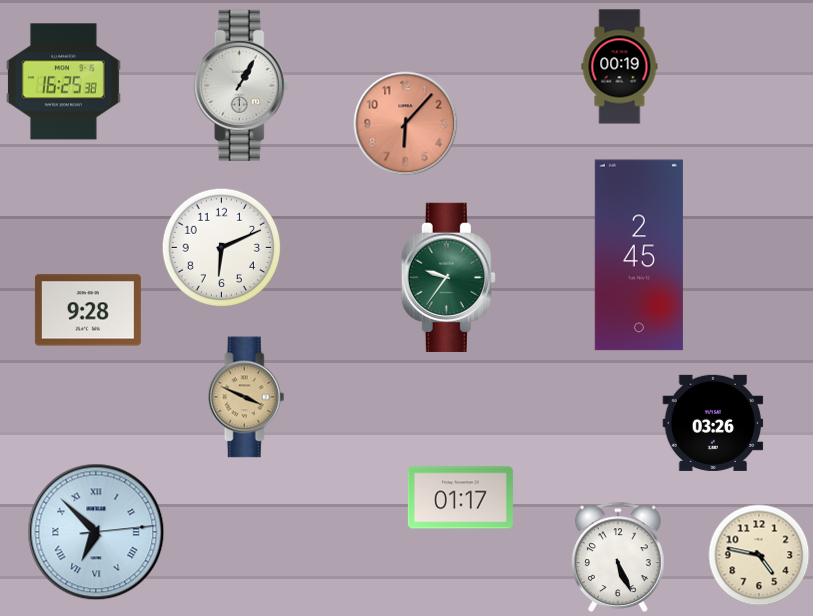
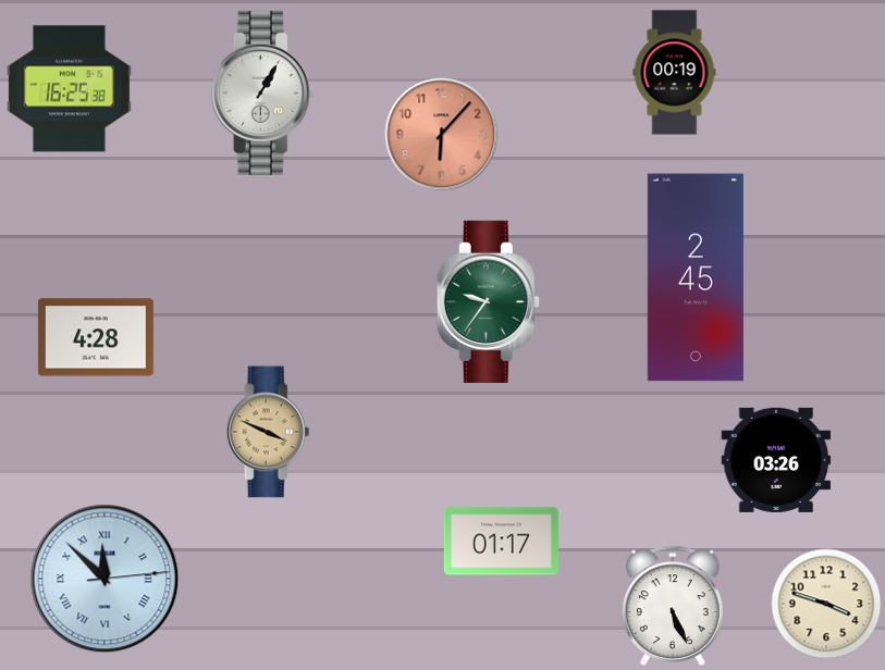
clock at (221, 247): 6:11 -> none
clock at (88, 310): 9:28 -> 4:28
clock at (96, 532): 6:52 -> 11:52
clock at (759, 555): 4:47 -> 3:48
